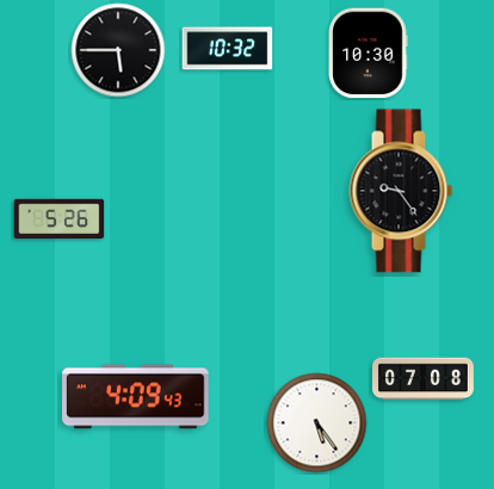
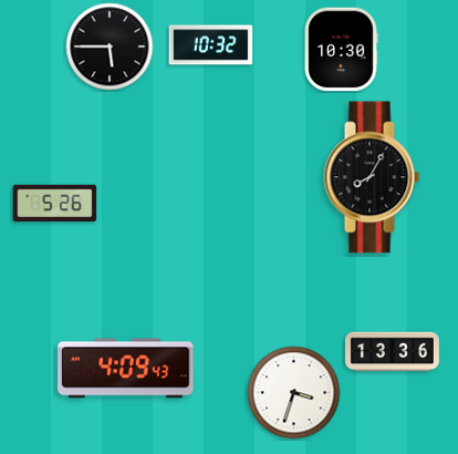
clock at (401, 191): 9:24 -> 8:05
clock at (424, 379): 07:08 -> 13:36
clock at (317, 423): 5:24 -> 3:33
